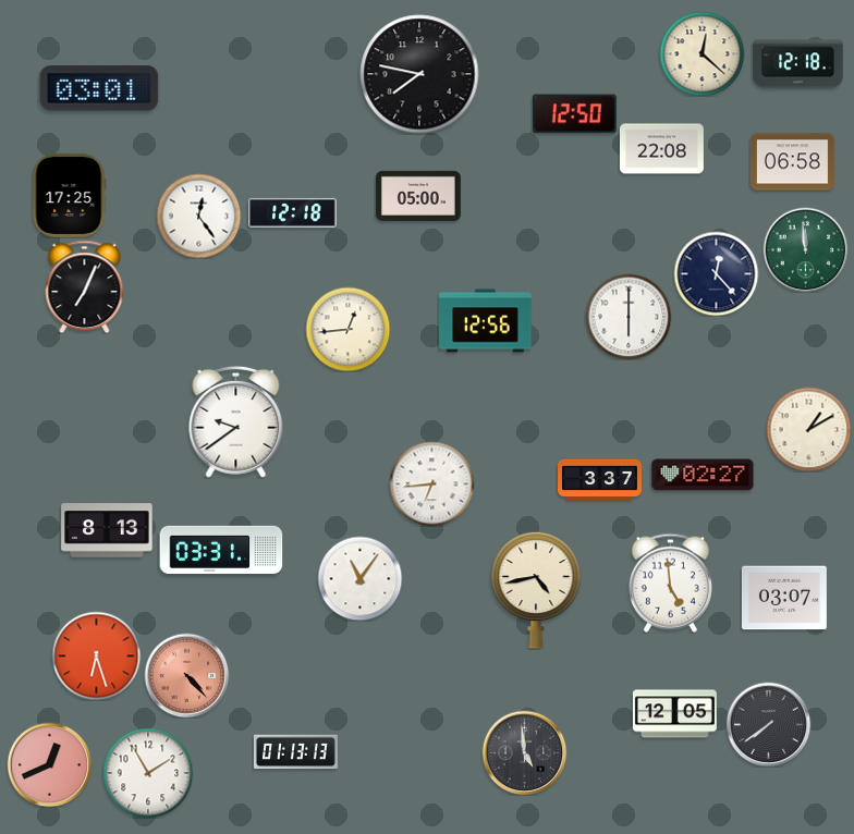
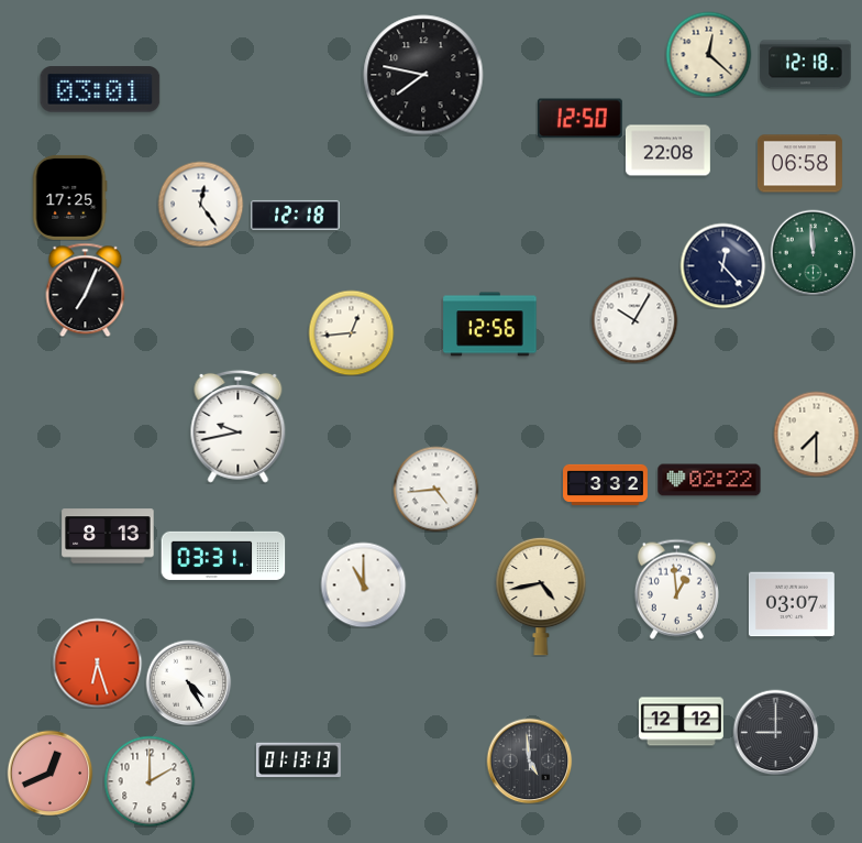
clock at (574, 114) position: (574, 114) -> (579, 119)
clock at (418, 196): 05:00 -> none
clock at (198, 216) position: (198, 216) -> (200, 204)
clock at (716, 273) position: (716, 273) -> (722, 265)
clock at (629, 317): 6:00 -> 10:05
clock at (236, 421): 9:39 -> 9:43
clock at (808, 429): 1:10 -> 7:30
clock at (703, 475): 02:27 -> 02:22
clock at (600, 479): 3:37 -> 3:32
clock at (431, 483): 6:44 -> 4:44
clock at (359, 578): 11:06 -> 11:00
clock at (670, 582): 4:59 -> 12:59
clock at (186, 675): 4:23 -> 4:25
clock at (186, 675) dial: salmon -> white
clock at (674, 714): 12:05 -> 12:12
clock at (768, 724): 7:39 -> 9:00
clock at (148, 773): 1:55 -> 2:00
